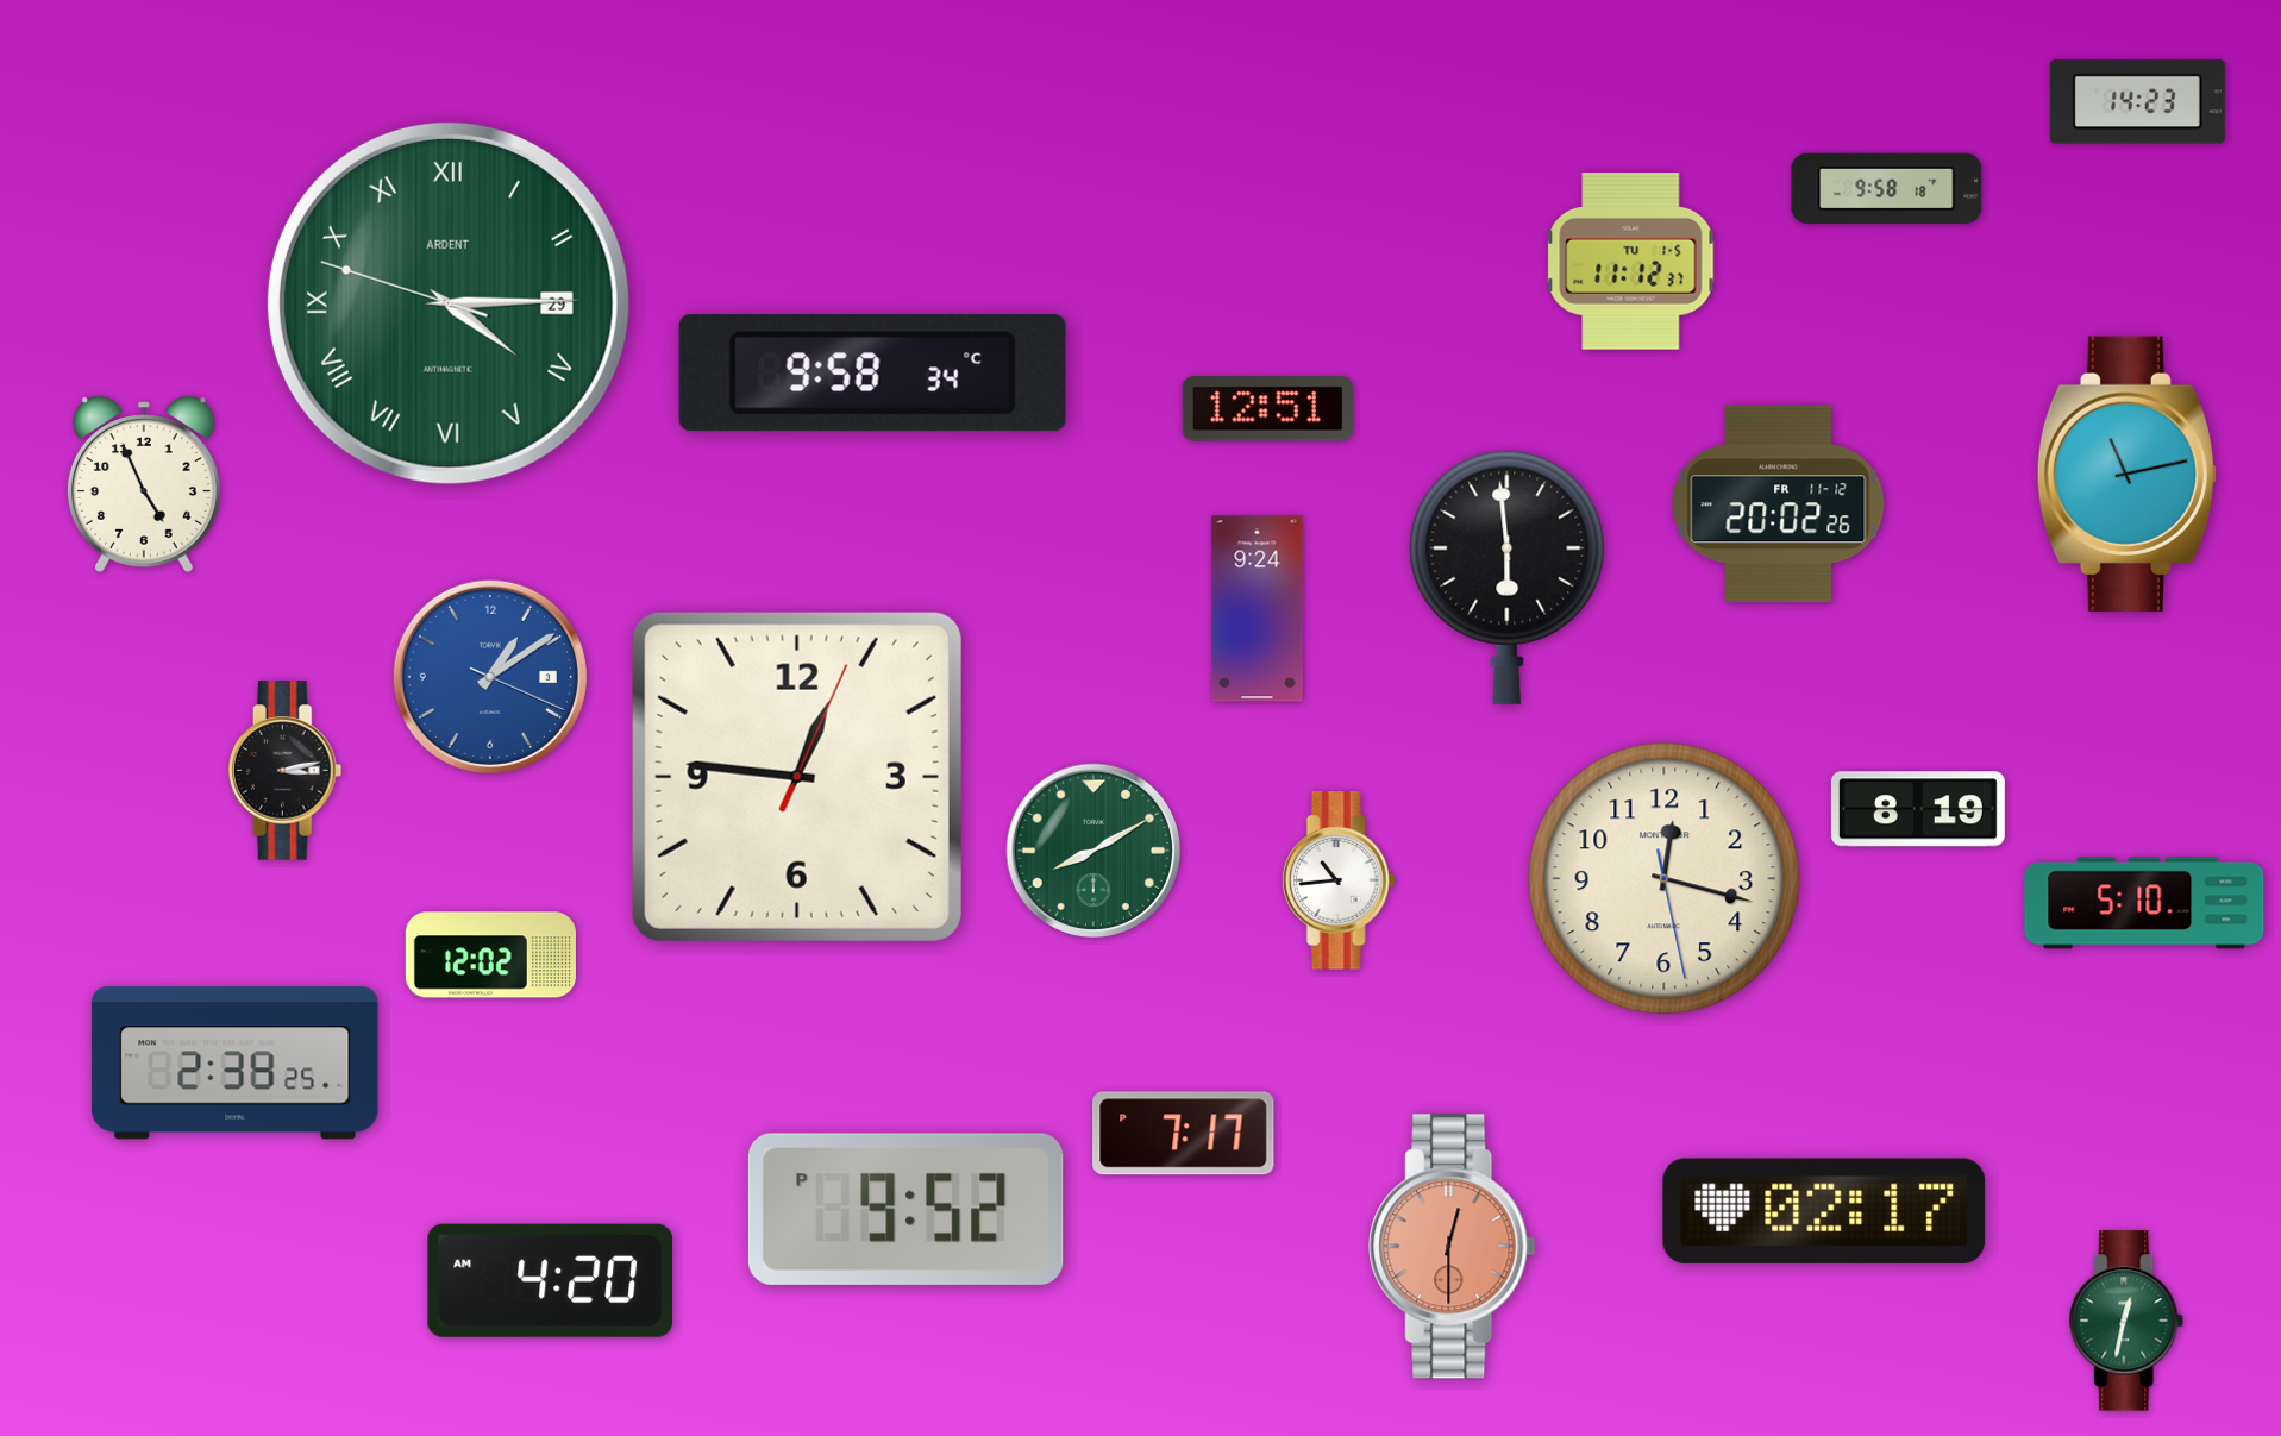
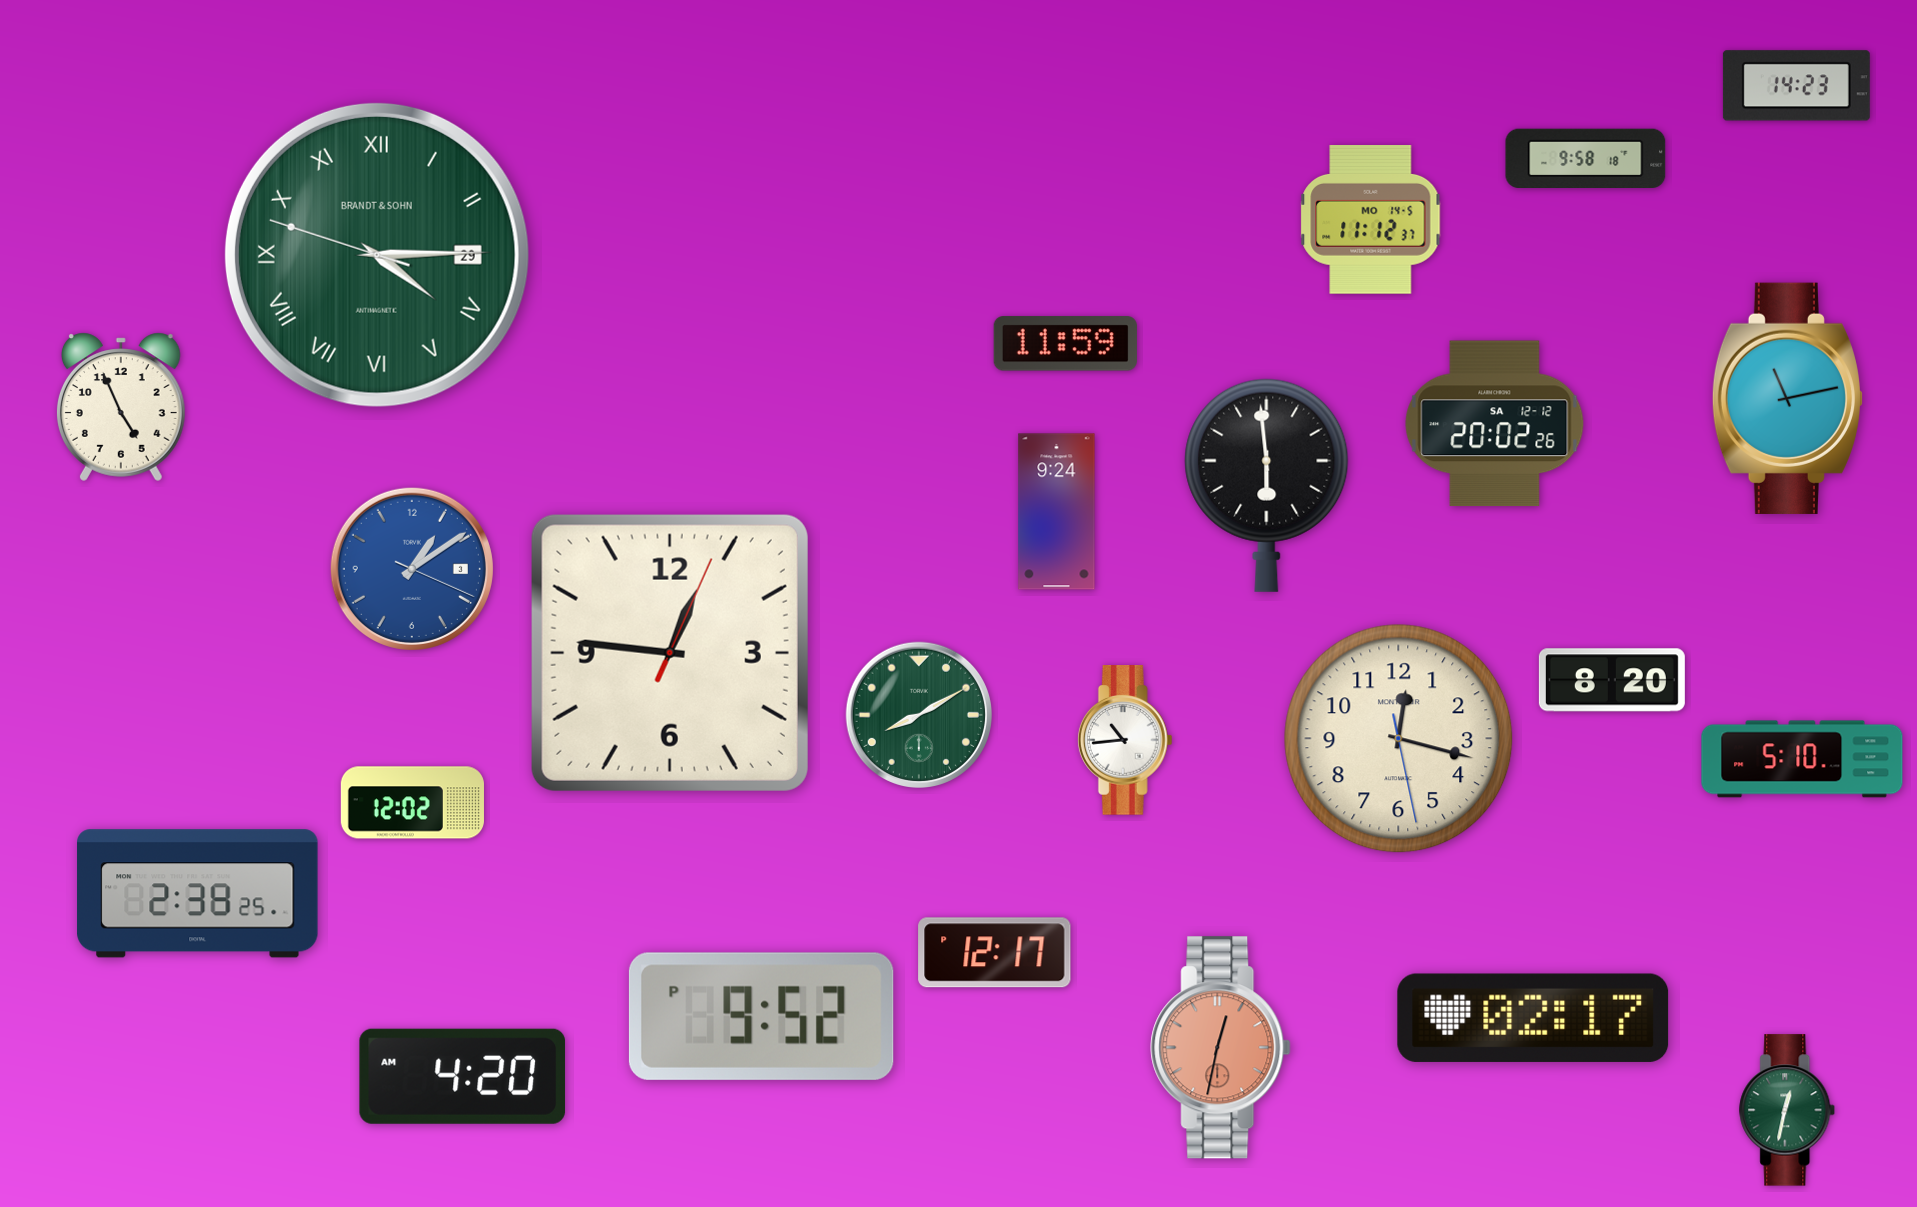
clock at (1631, 261) date: TU 1-5 -> MO 14-5
clock at (449, 303) brand: ARDENT -> BRANDT & SOHN
clock at (872, 374): 9:58 -> none
clock at (1267, 409): 12:51 -> 11:59
clock at (1779, 504) date: FR 11-12 -> SA 12-12
clock at (286, 771): 3:13 -> none
clock at (1918, 809): 8:19 -> 8:20
clock at (1184, 1134): 7:17 -> 12:17
clock at (1453, 1247): 12:30 -> 12:32
